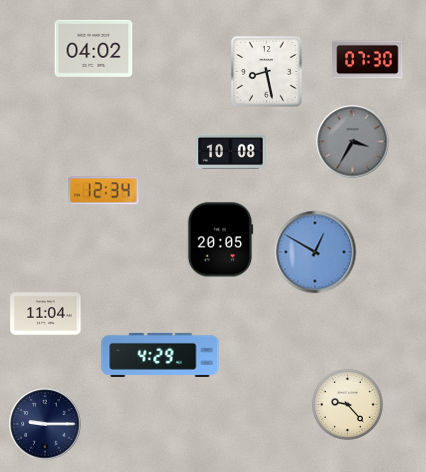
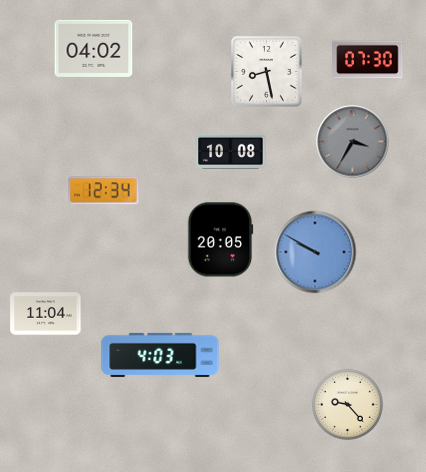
clock at (315, 252): 12:50 -> 9:50
clock at (160, 355): 4:29 -> 4:03
clock at (45, 424): 9:15 -> none
